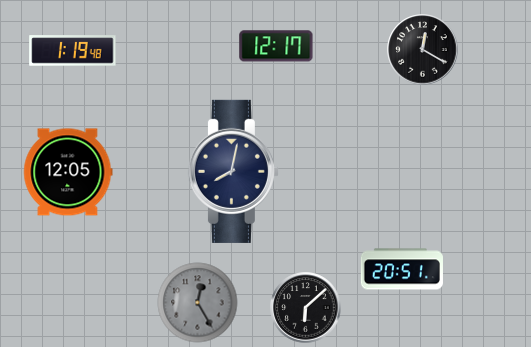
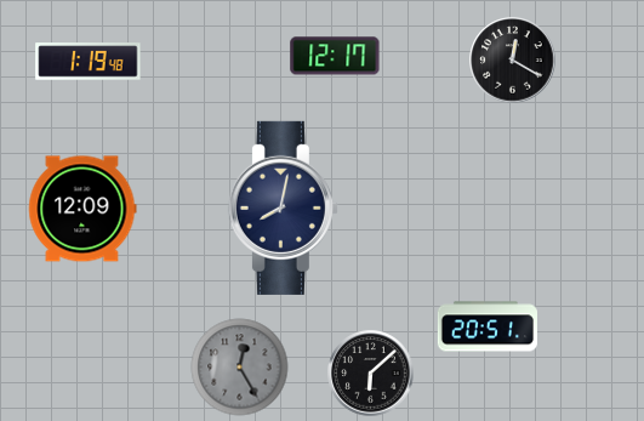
clock at (68, 172): 12:05 -> 12:09
